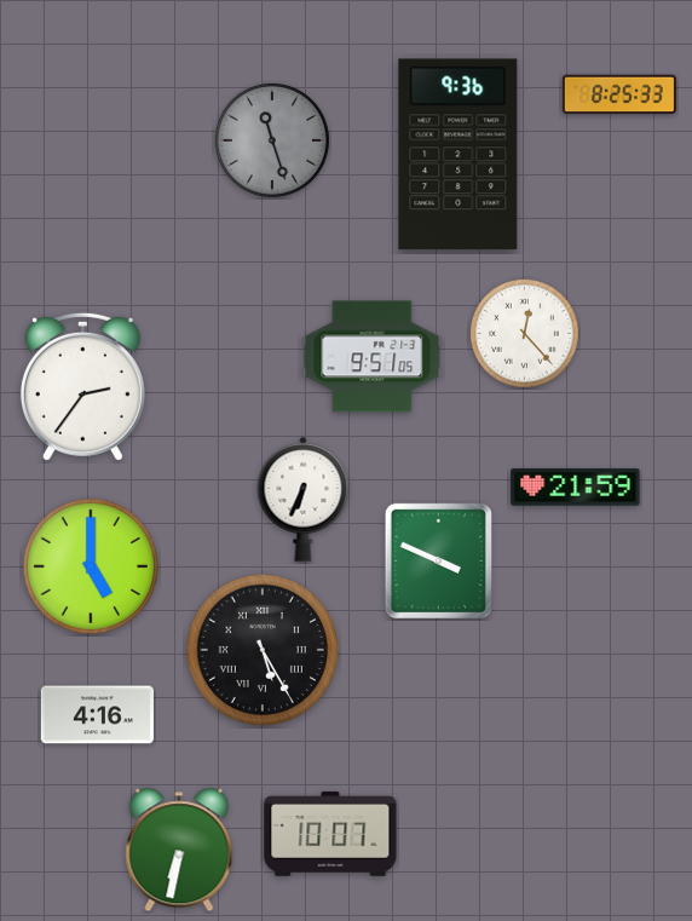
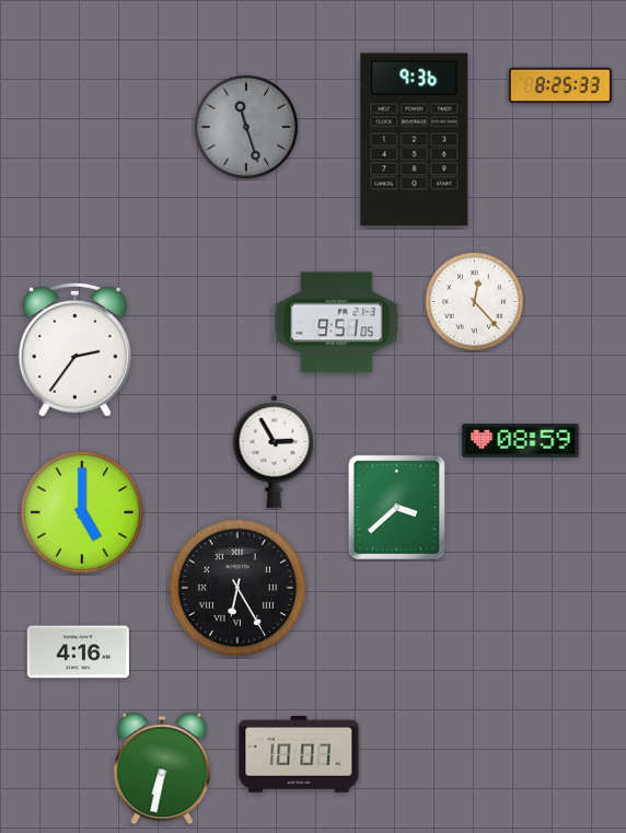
clock at (576, 488): 21:59 -> 08:59
clock at (304, 499): 6:34 -> 2:55
clock at (438, 560): 3:49 -> 3:38
clock at (263, 650): 5:25 -> 6:25
clock at (97, 715) position: (97, 715) -> (78, 652)
